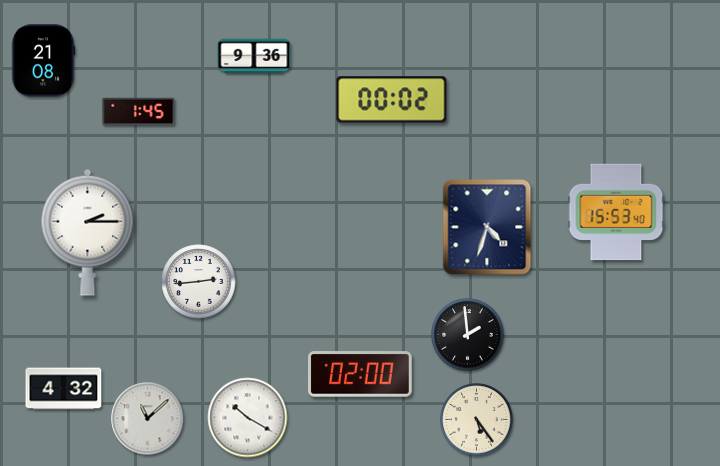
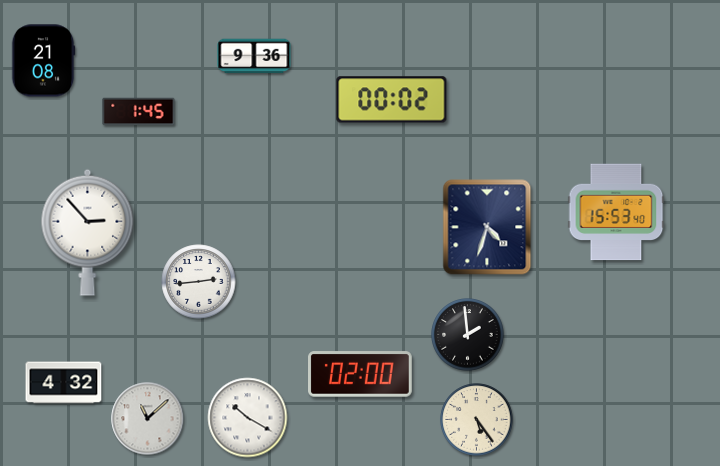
clock at (88, 232): 2:15 -> 2:53
clock at (64, 389) position: (64, 389) -> (64, 383)
